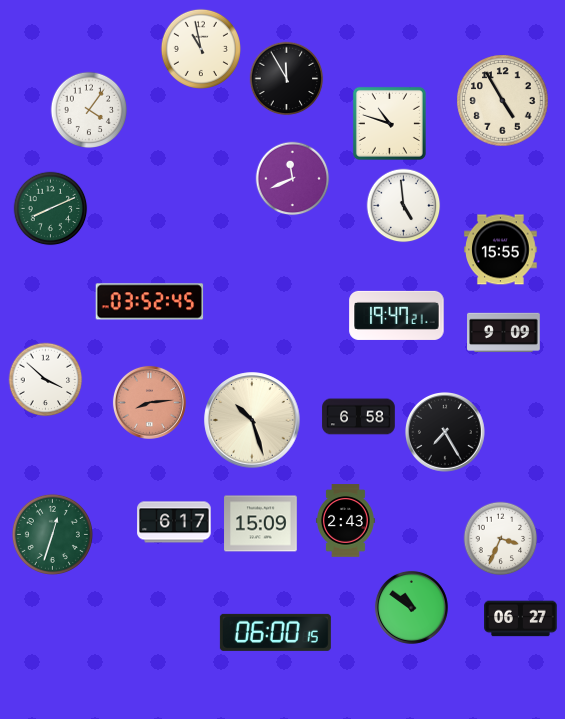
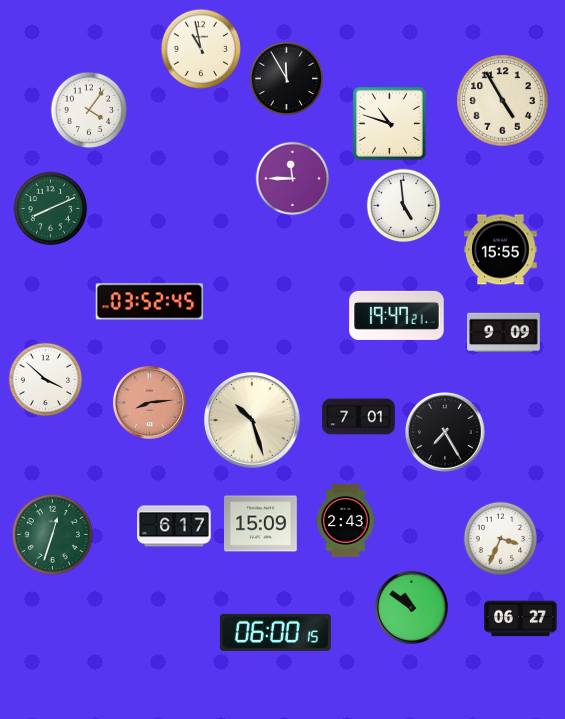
clock at (293, 179): 11:41 -> 11:45
clock at (359, 417): 6:58 -> 7:01
clock at (174, 522) position: (174, 522) -> (174, 526)
